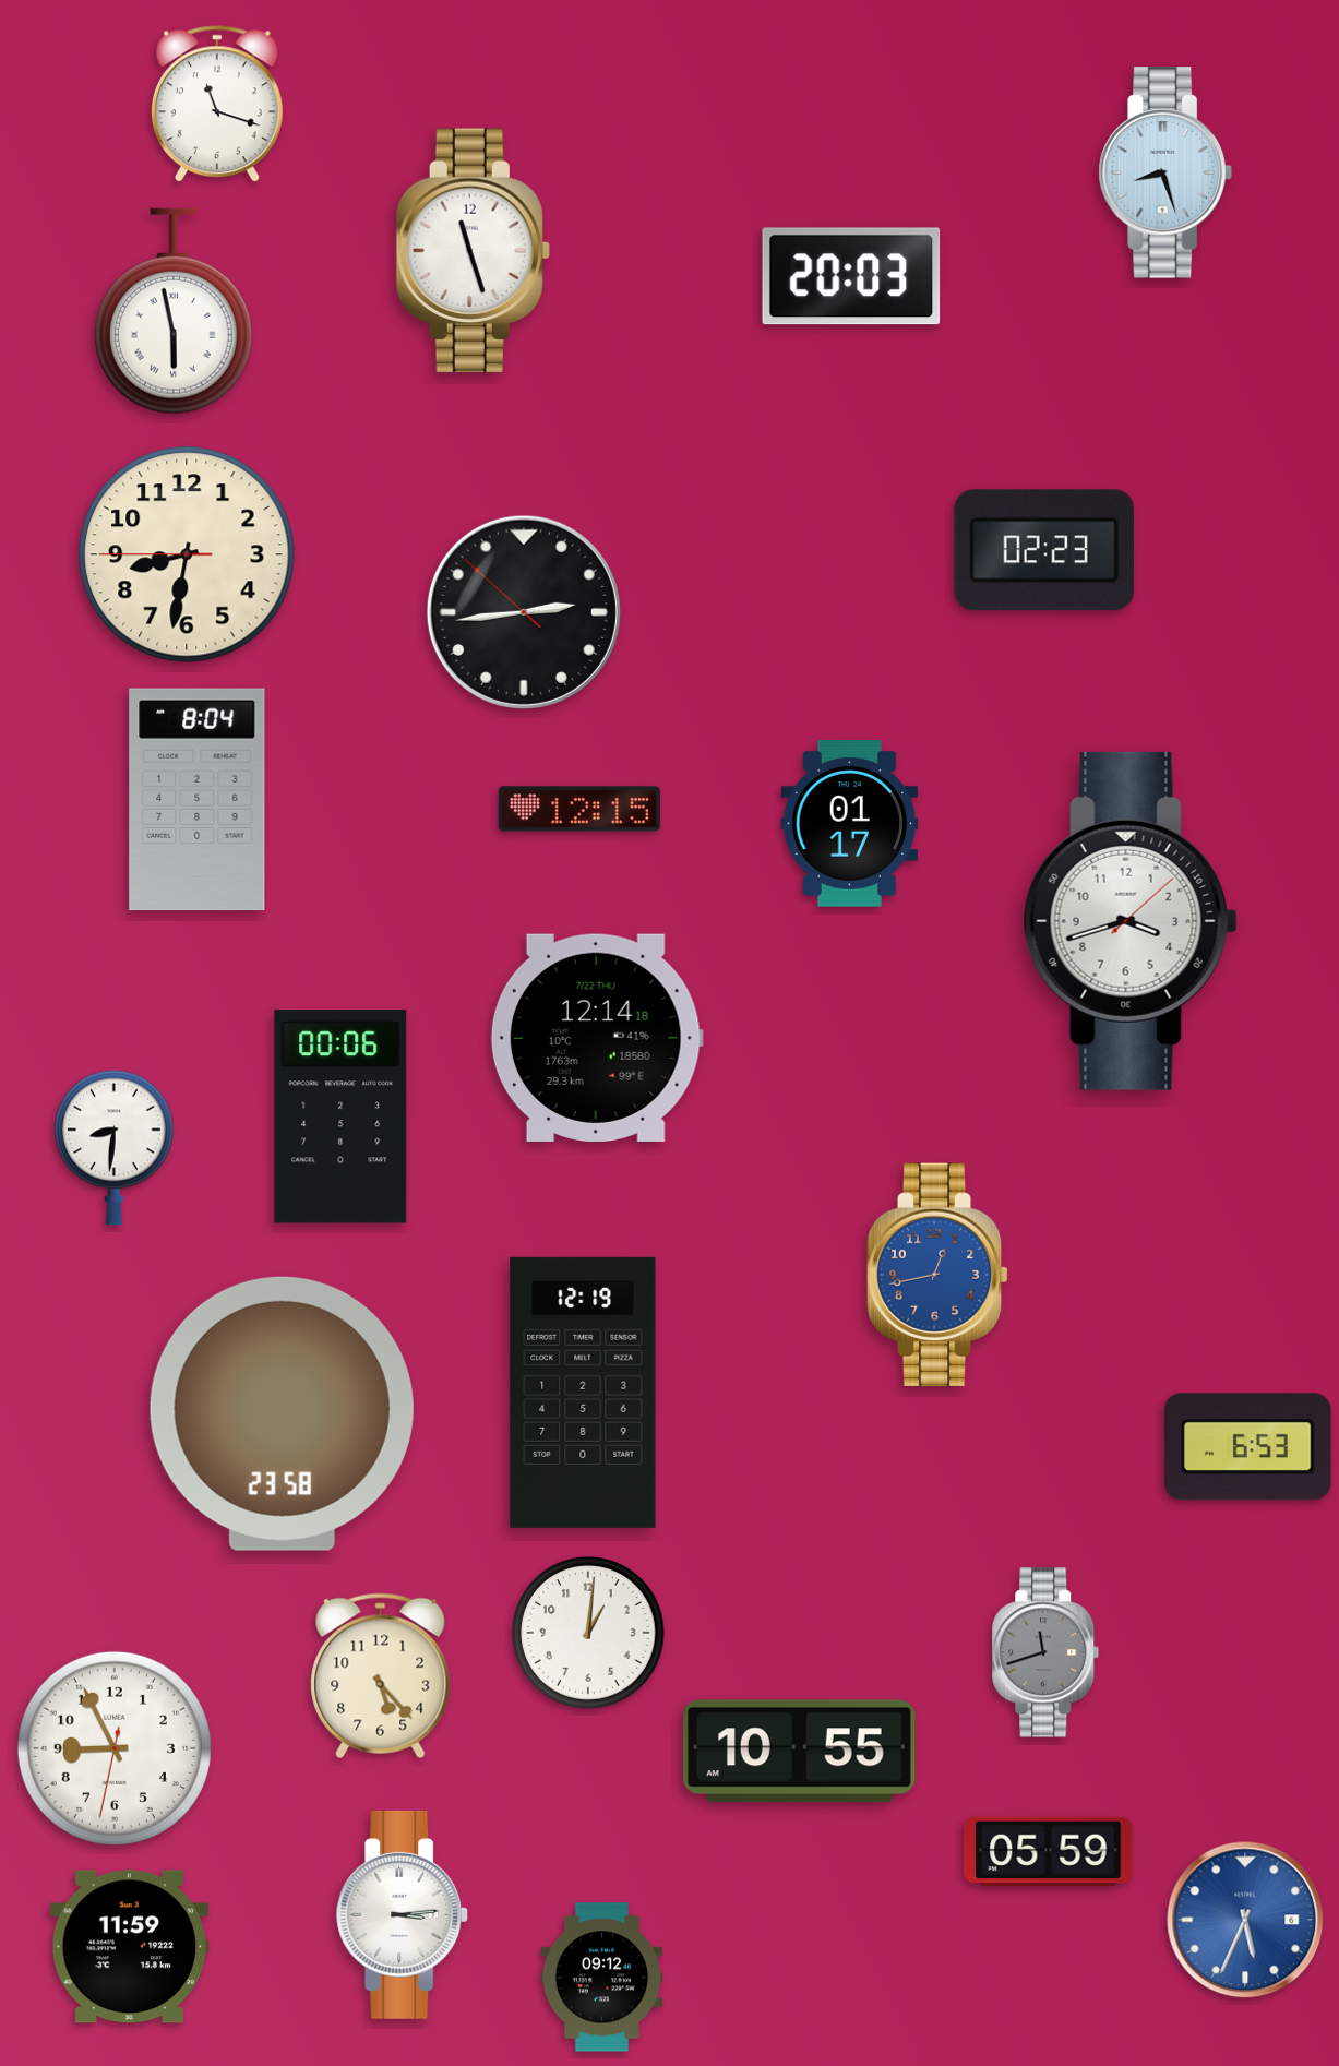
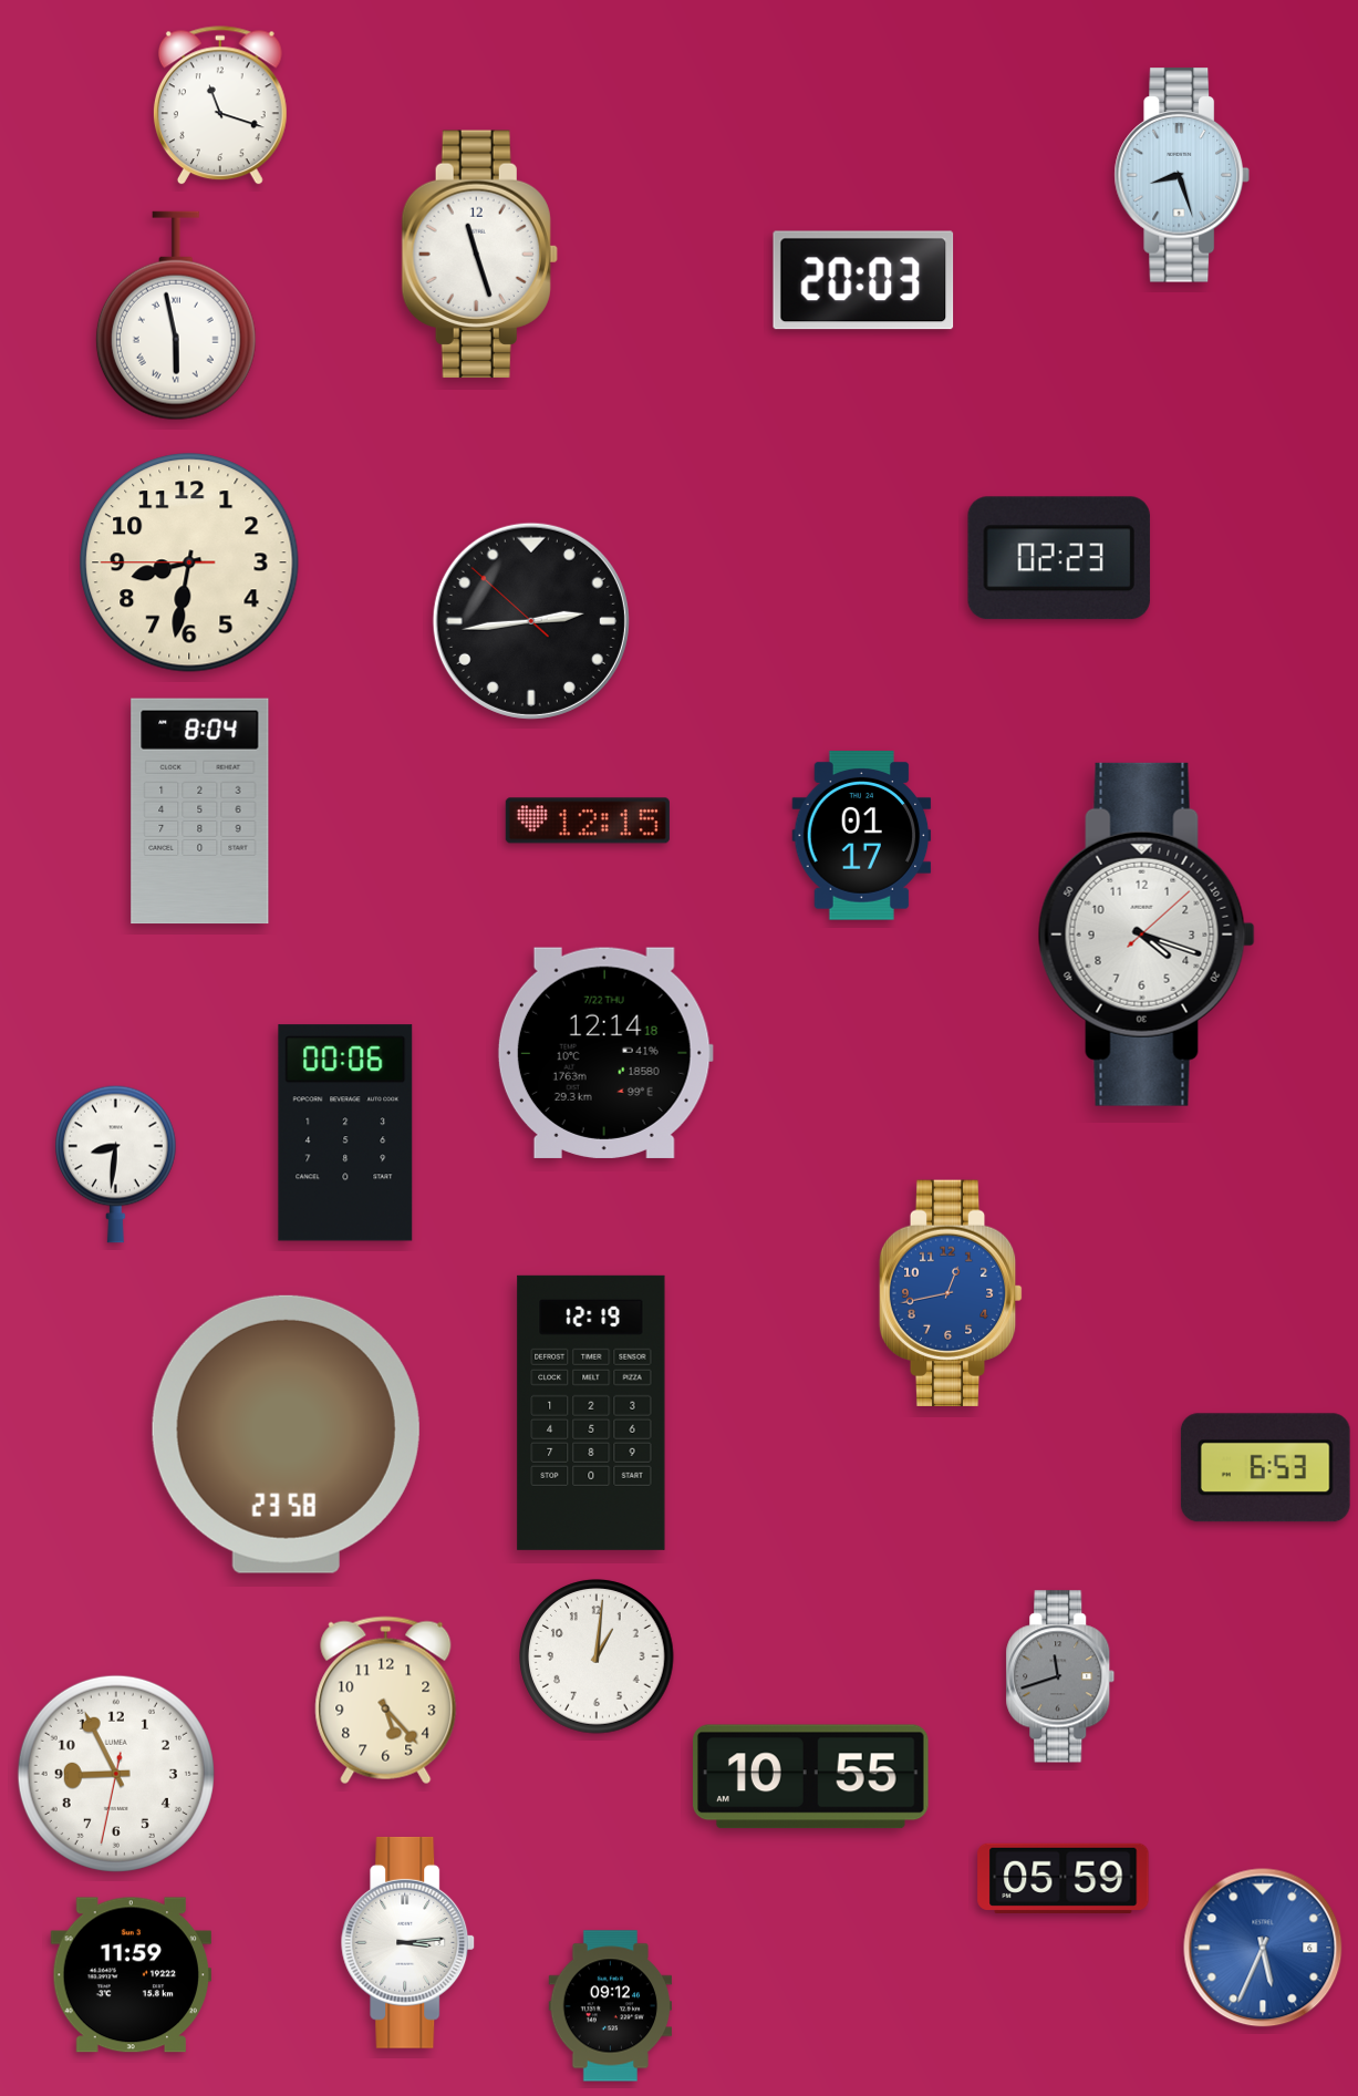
clock at (1131, 921): 3:42 -> 4:18
